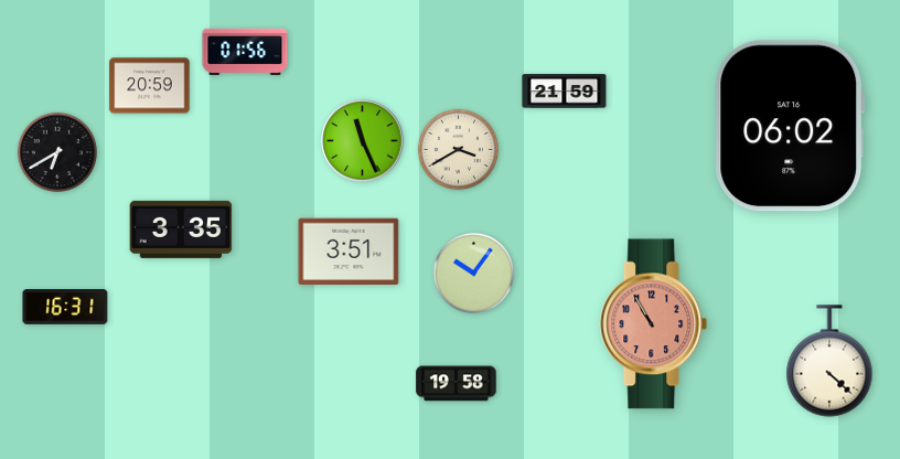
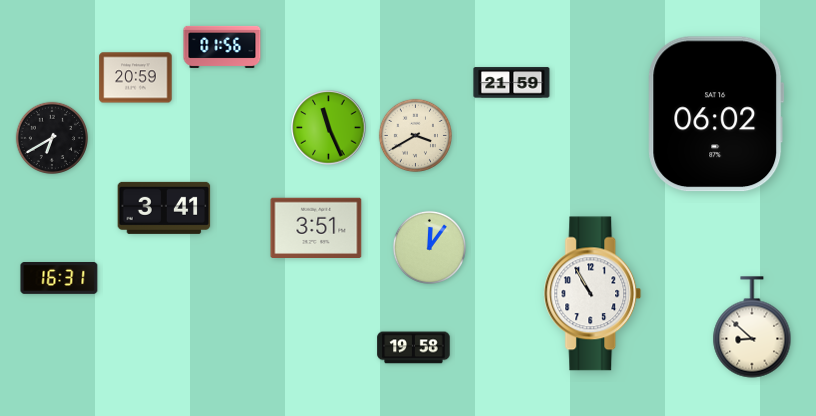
clock at (181, 229): 3:35 -> 3:41
clock at (473, 273): 10:06 -> 12:06
clock at (654, 324) dial: salmon -> white
clock at (829, 361): 4:22 -> 8:52
